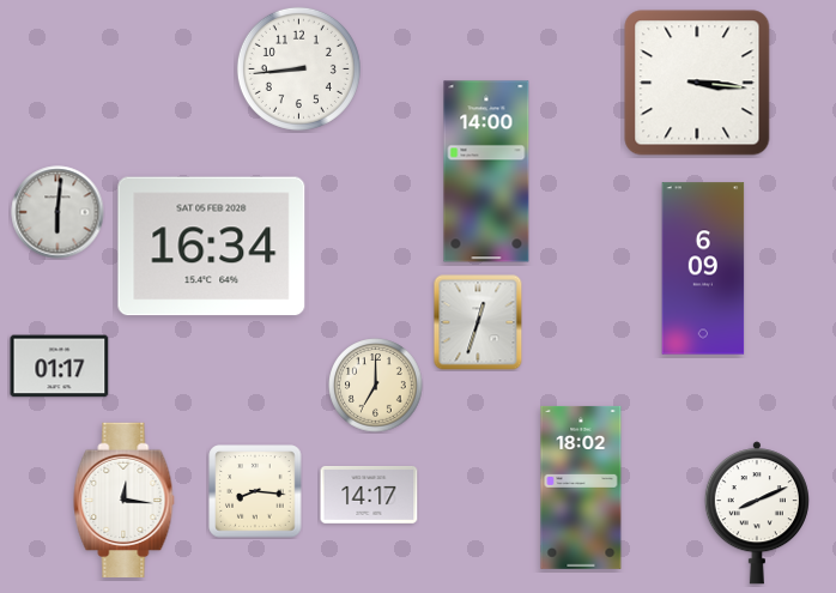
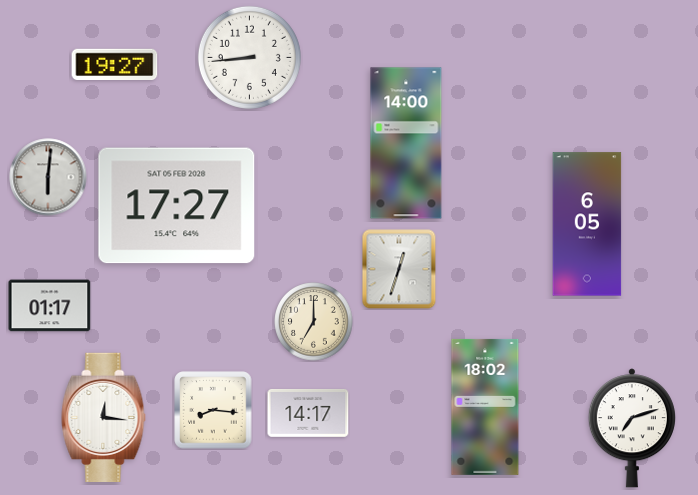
clock at (115, 64): none -> 19:27
clock at (697, 83): 3:16 -> none
clock at (212, 247): 16:34 -> 17:27
clock at (703, 268): 6:09 -> 6:05
clock at (757, 513): 8:11 -> 7:12
